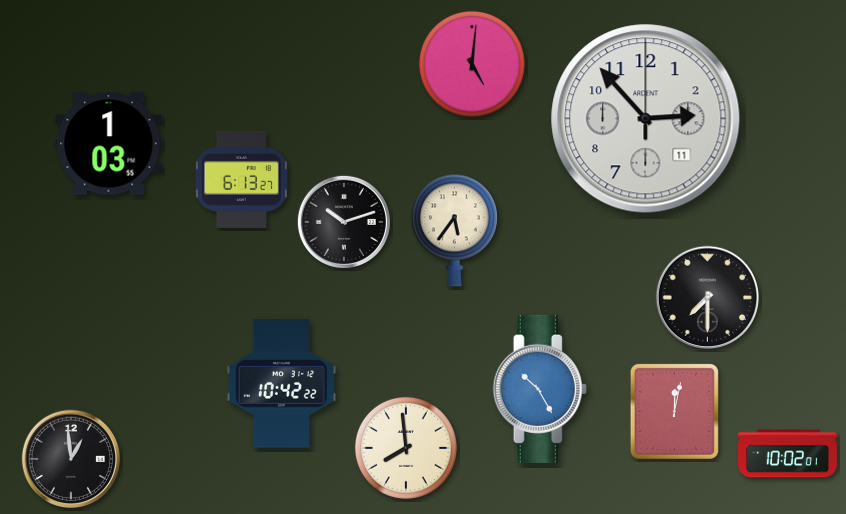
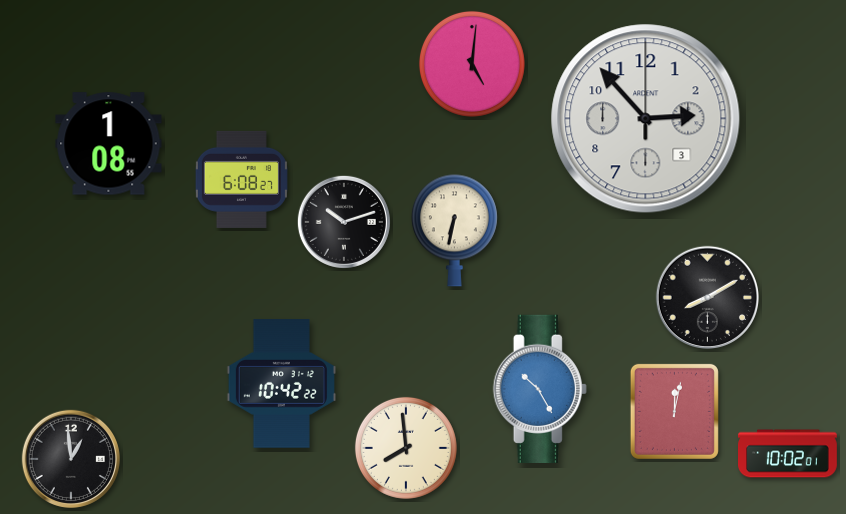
clock at (646, 119) date: 11 -> 3
clock at (109, 144): 1:03 -> 1:08
clock at (241, 179): 6:13 -> 6:08
clock at (454, 230): 5:36 -> 6:32
clock at (707, 297): 7:30 -> 8:10
